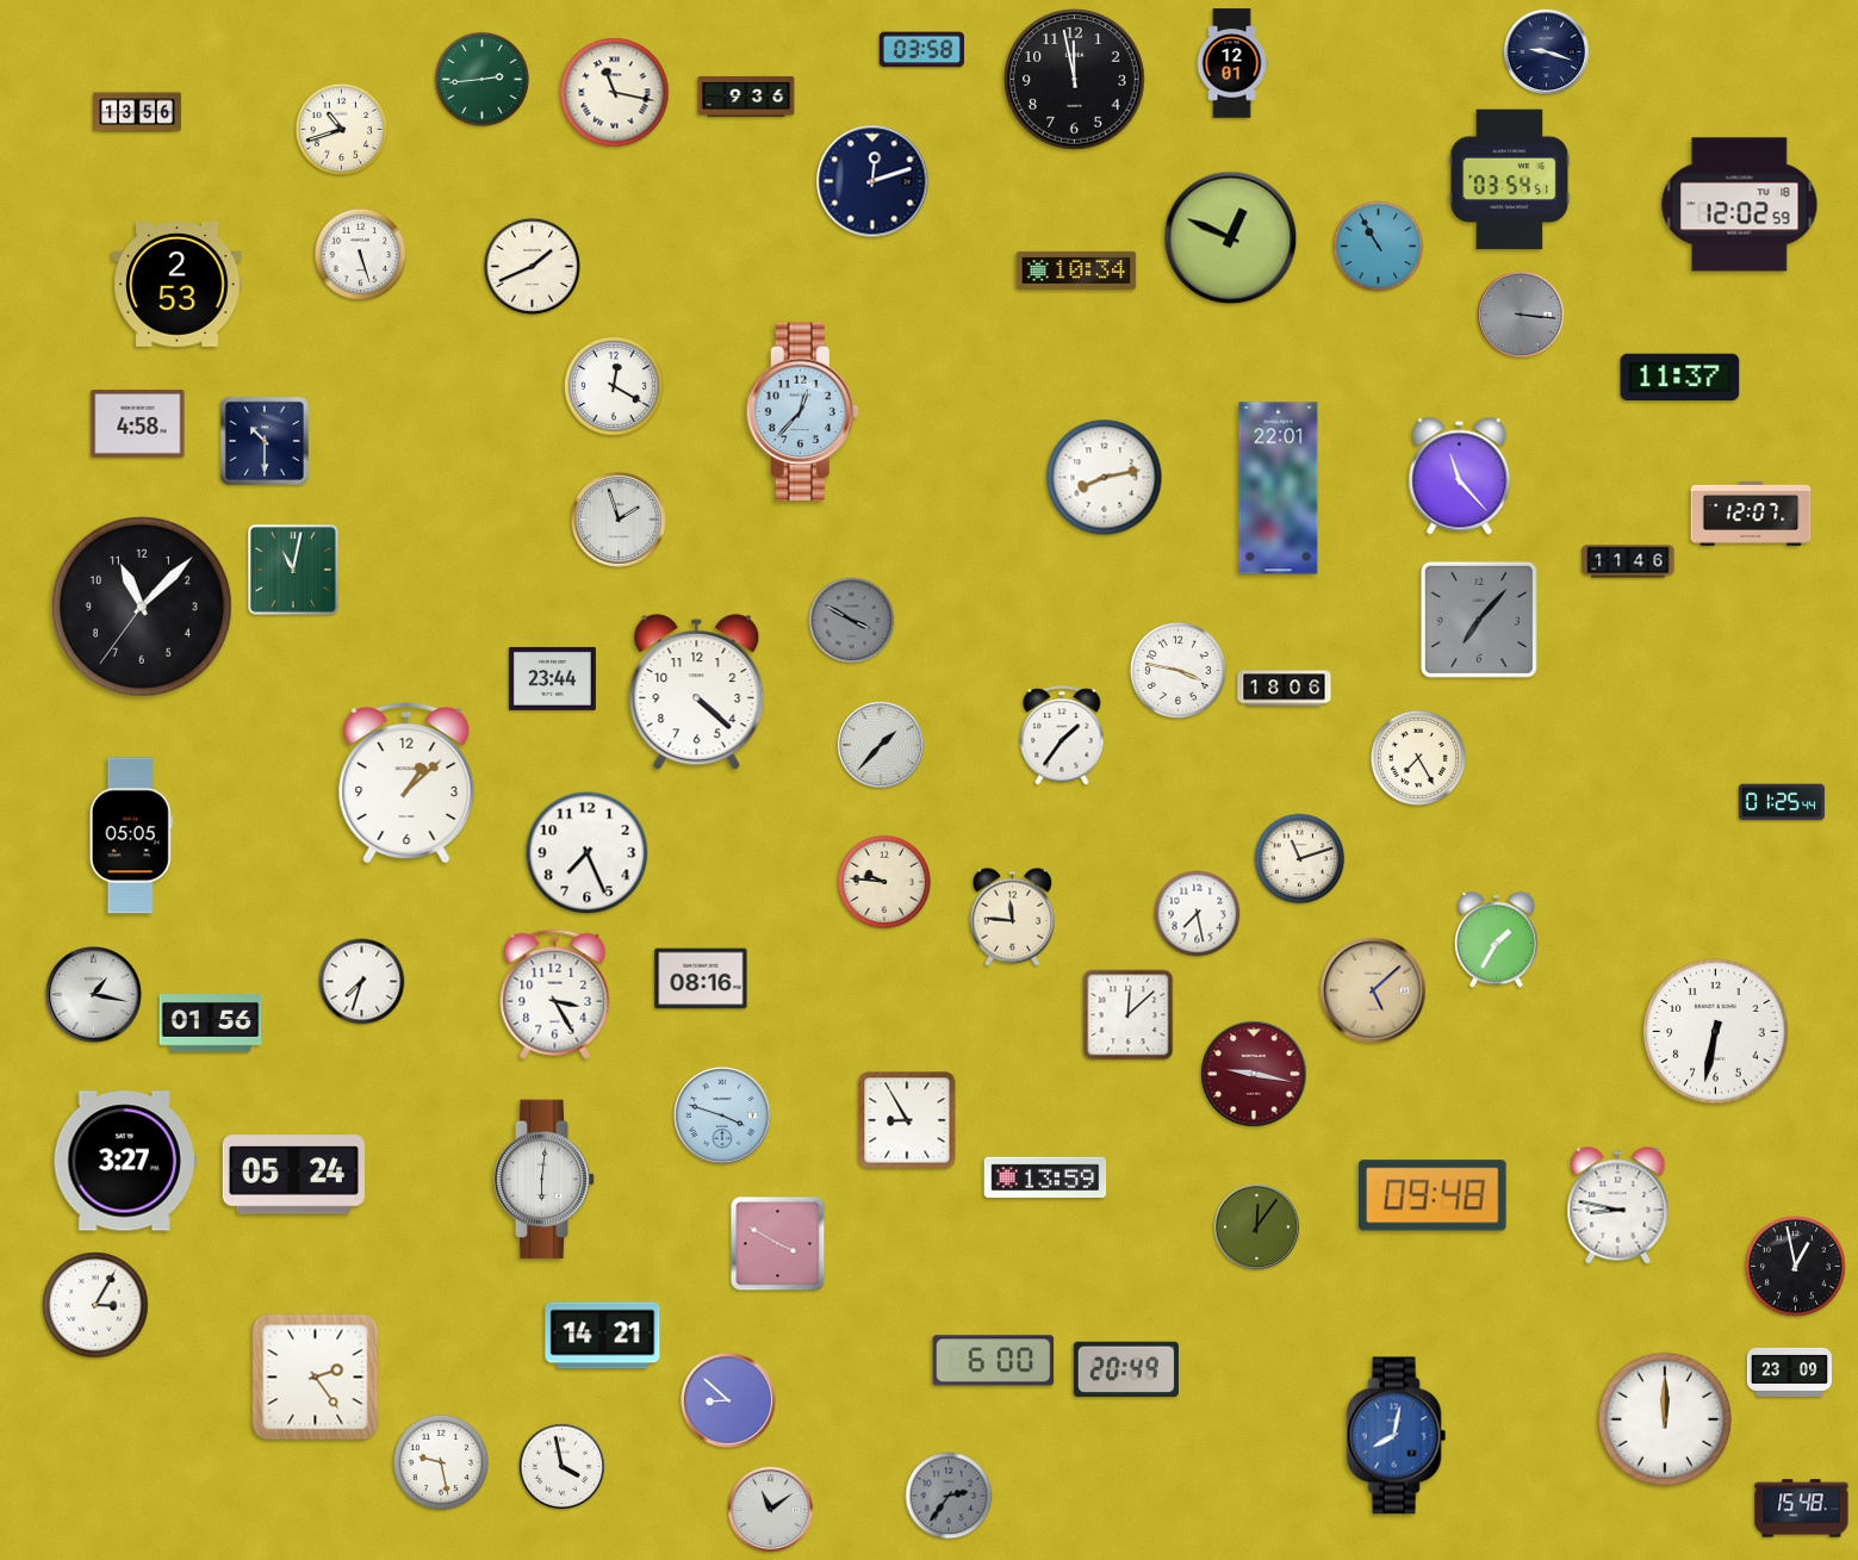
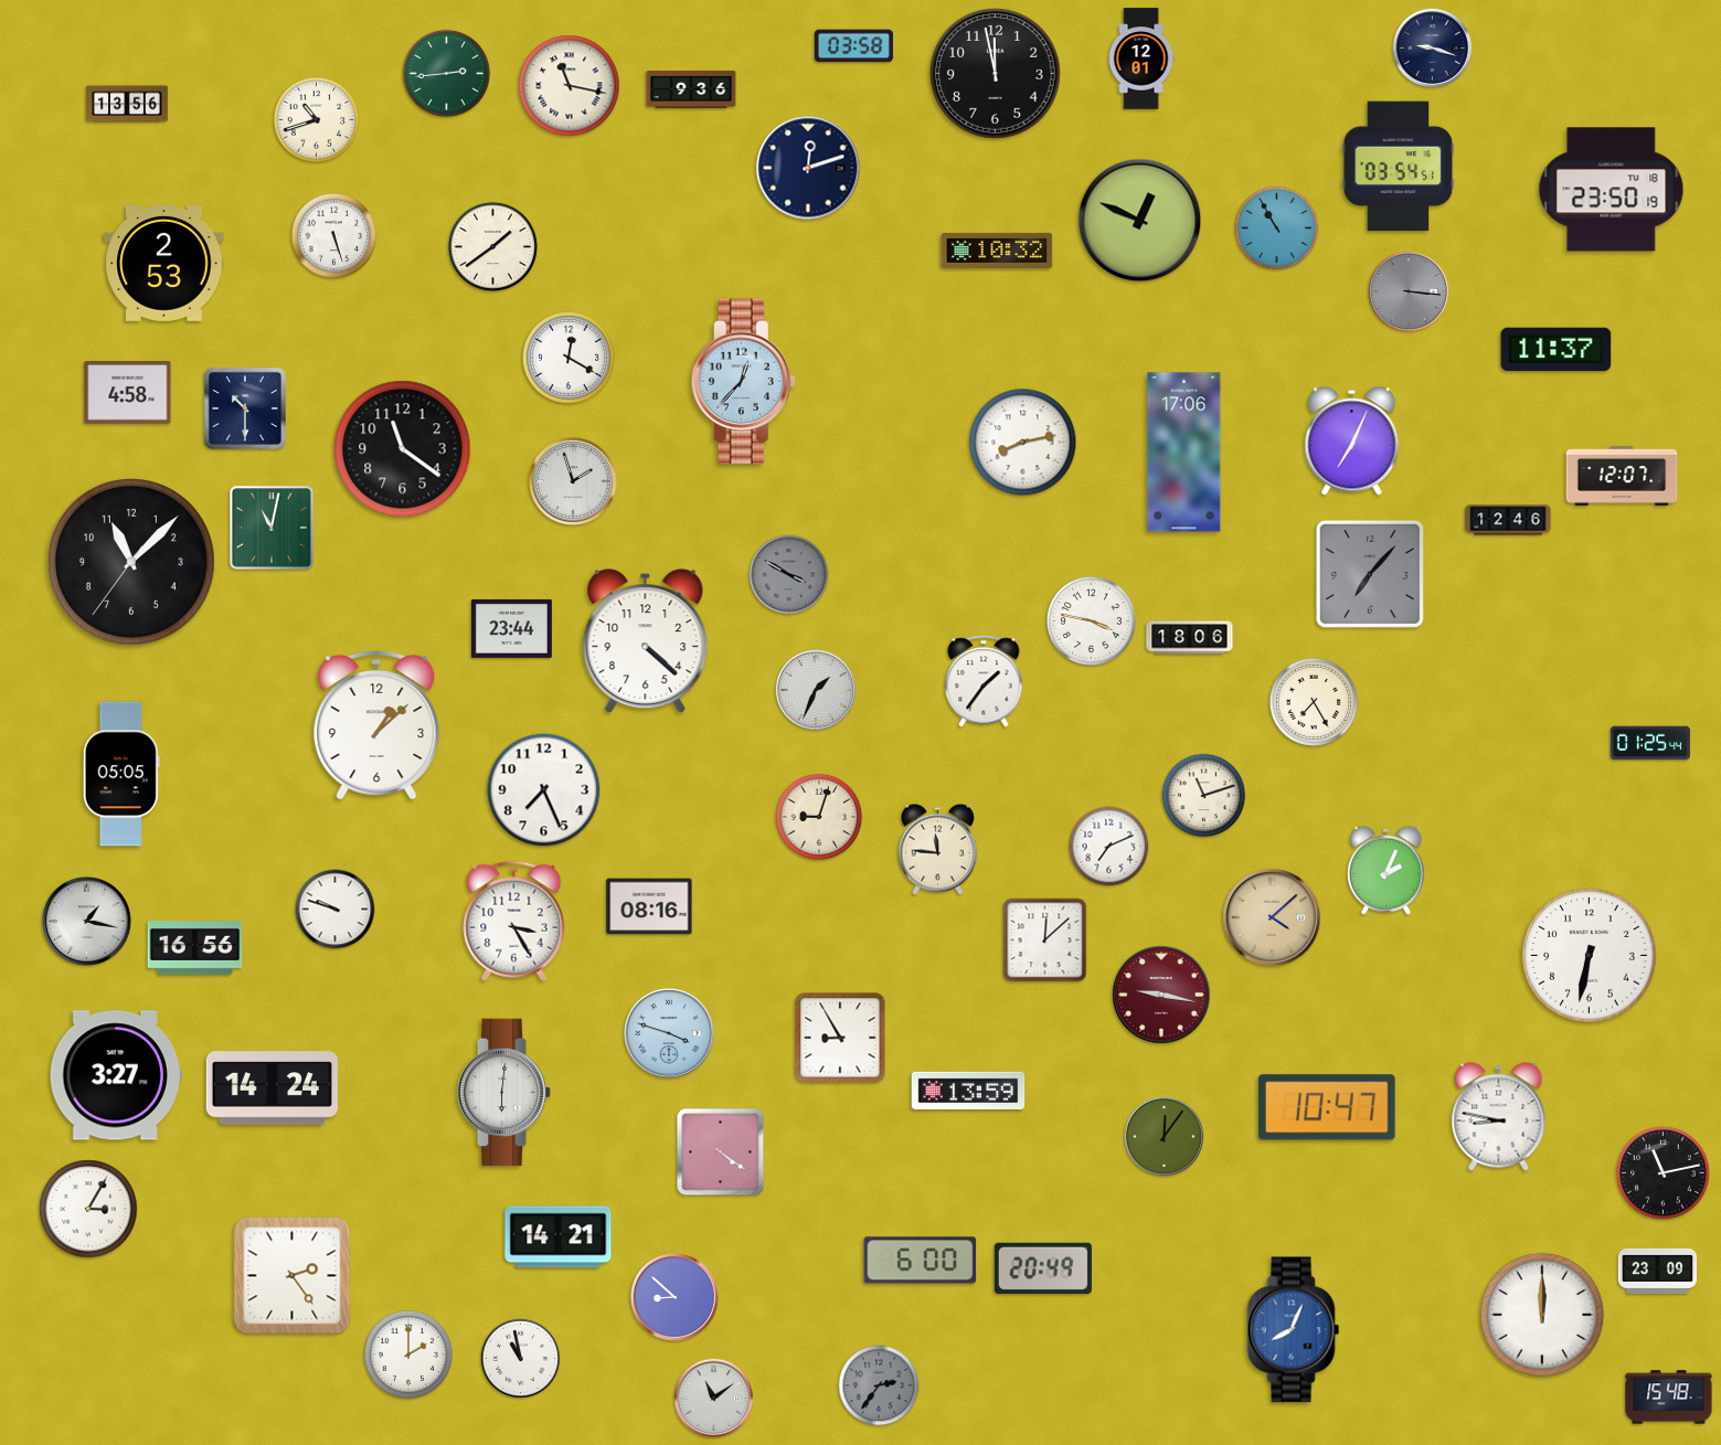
clock at (1740, 205): 12:02 -> 23:50
clock at (532, 266): 1:41 -> 1:39
clock at (1076, 271): 10:34 -> 10:32
clock at (1460, 477): 11:23 -> 7:04
clock at (403, 449): none -> 11:21
clock at (1279, 489): 22:01 -> 17:06
clock at (1628, 561): 11:46 -> 12:46
clock at (880, 744): 1:37 -> 1:34
clock at (884, 882): 9:46 -> 9:03
clock at (1198, 914): 7:28 -> 7:11
clock at (1496, 939): 1:35 -> 2:04
clock at (362, 982): 7:33 -> 9:48
clock at (1373, 990): 5:08 -> 4:08
clock at (211, 1024): 01:56 -> 16:56
clock at (293, 1175): 05:24 -> 14:24
clock at (1434, 1195): 09:48 -> 10:47
clock at (778, 1244): 3:50 -> 4:21
clock at (1796, 1267): 12:58 -> 11:13
clock at (1397, 1436): 8:02 -> 8:04
clock at (441, 1462): 9:28 -> 2:00
clock at (563, 1467): 3:58 -> 10:58
